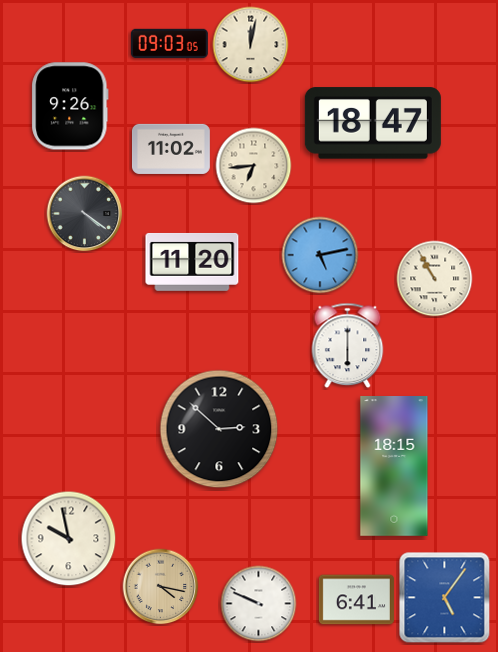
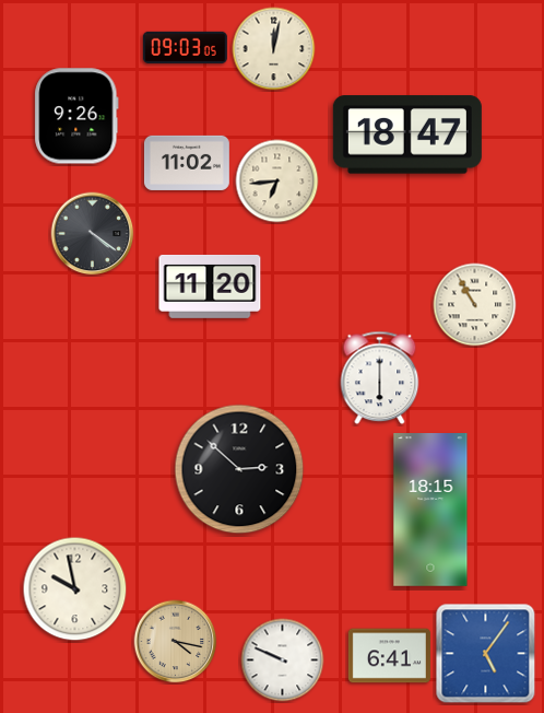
clock at (320, 255): 5:13 -> none
